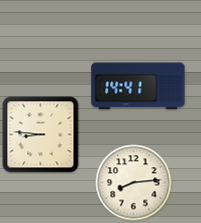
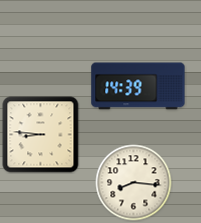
clock at (138, 86): 14:41 -> 14:39
clock at (134, 183): 8:14 -> 8:16
